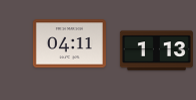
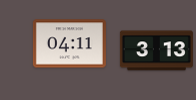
clock at (156, 51): 1:13 -> 3:13
